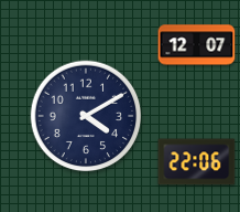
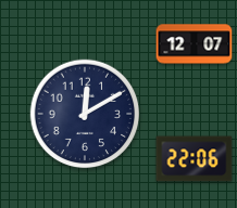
clock at (86, 116): 4:10 -> 12:10
